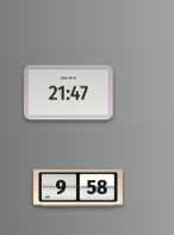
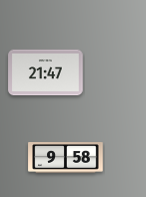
clock at (69, 93) position: (69, 93) -> (46, 73)
